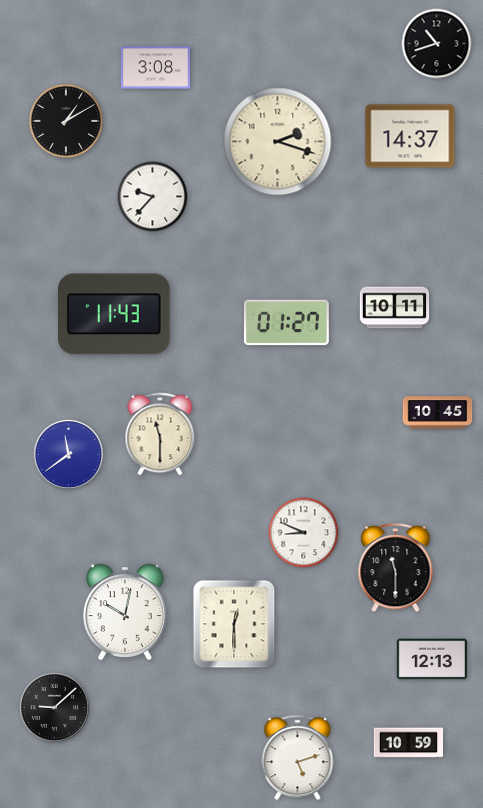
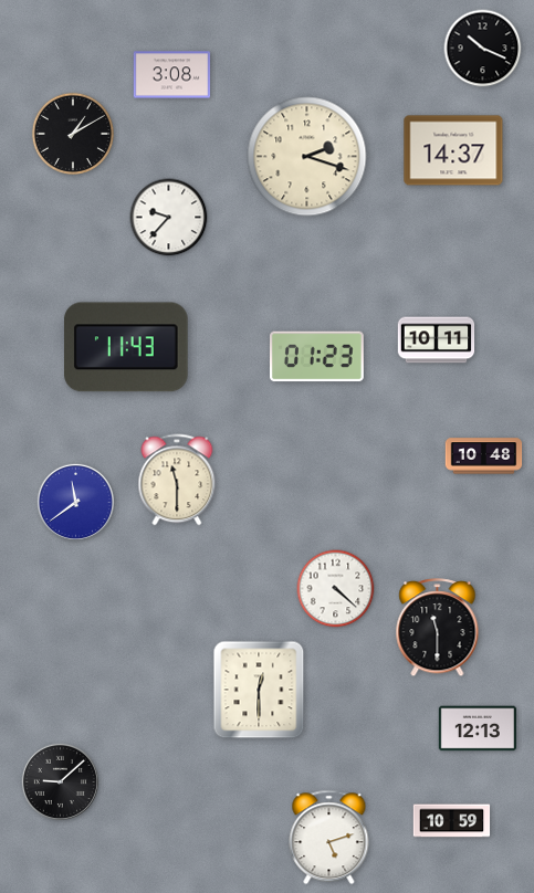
clock at (437, 44): 10:42 -> 10:19
clock at (286, 323): 01:27 -> 01:23
clock at (438, 413): 10:45 -> 10:48
clock at (304, 533): 8:49 -> 4:22
clock at (125, 611): 10:02 -> none
